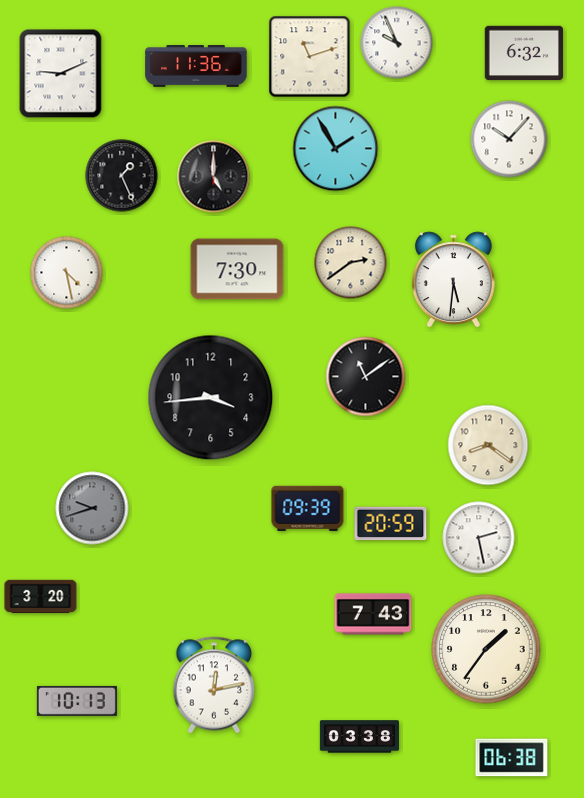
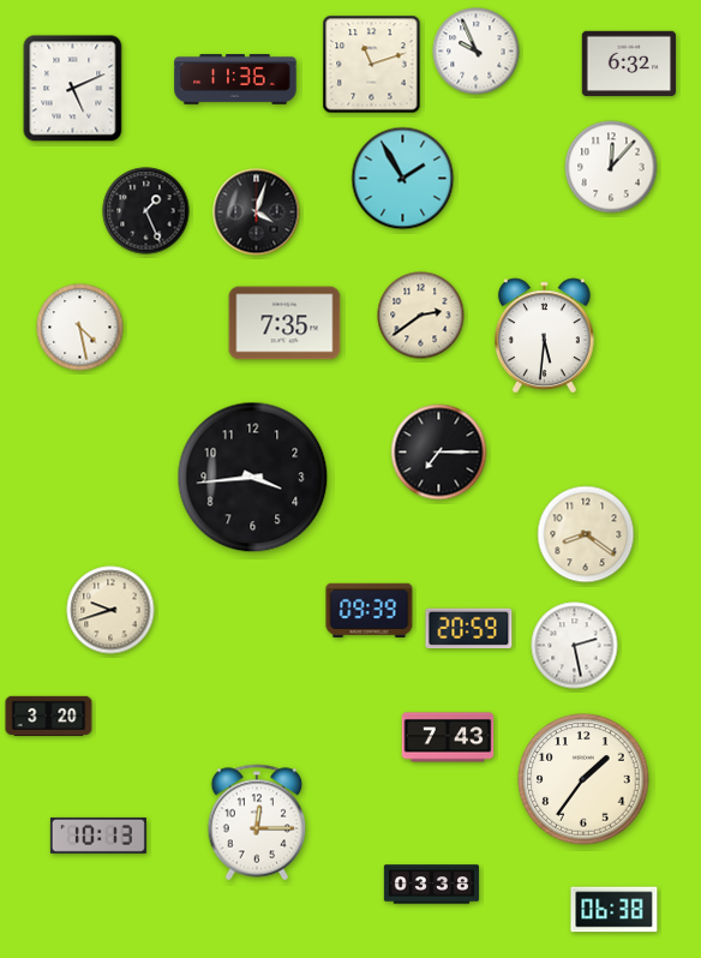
clock at (310, 57) position: (310, 57) -> (372, 65)
clock at (61, 74): 9:11 -> 5:11
clock at (509, 139): 10:07 -> 12:07
clock at (214, 177): 5:00 -> 4:03
clock at (237, 269): 7:30 -> 7:35
clock at (366, 377): 11:09 -> 7:15
clock at (92, 508) dial: grey -> cream
clock at (214, 685): 12:13 -> 12:15
clock at (77, 701) position: (77, 701) -> (98, 836)
